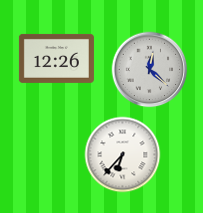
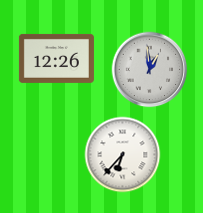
clock at (150, 70): 12:22 -> 12:59
